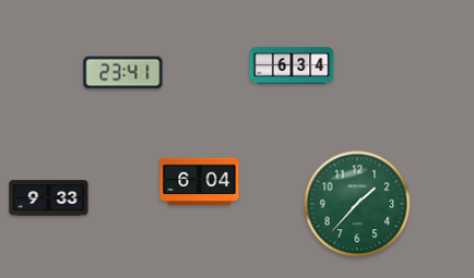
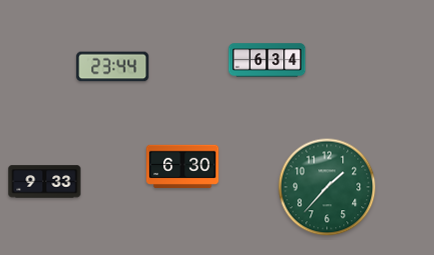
clock at (123, 73): 23:41 -> 23:44
clock at (200, 181): 6:04 -> 6:30
